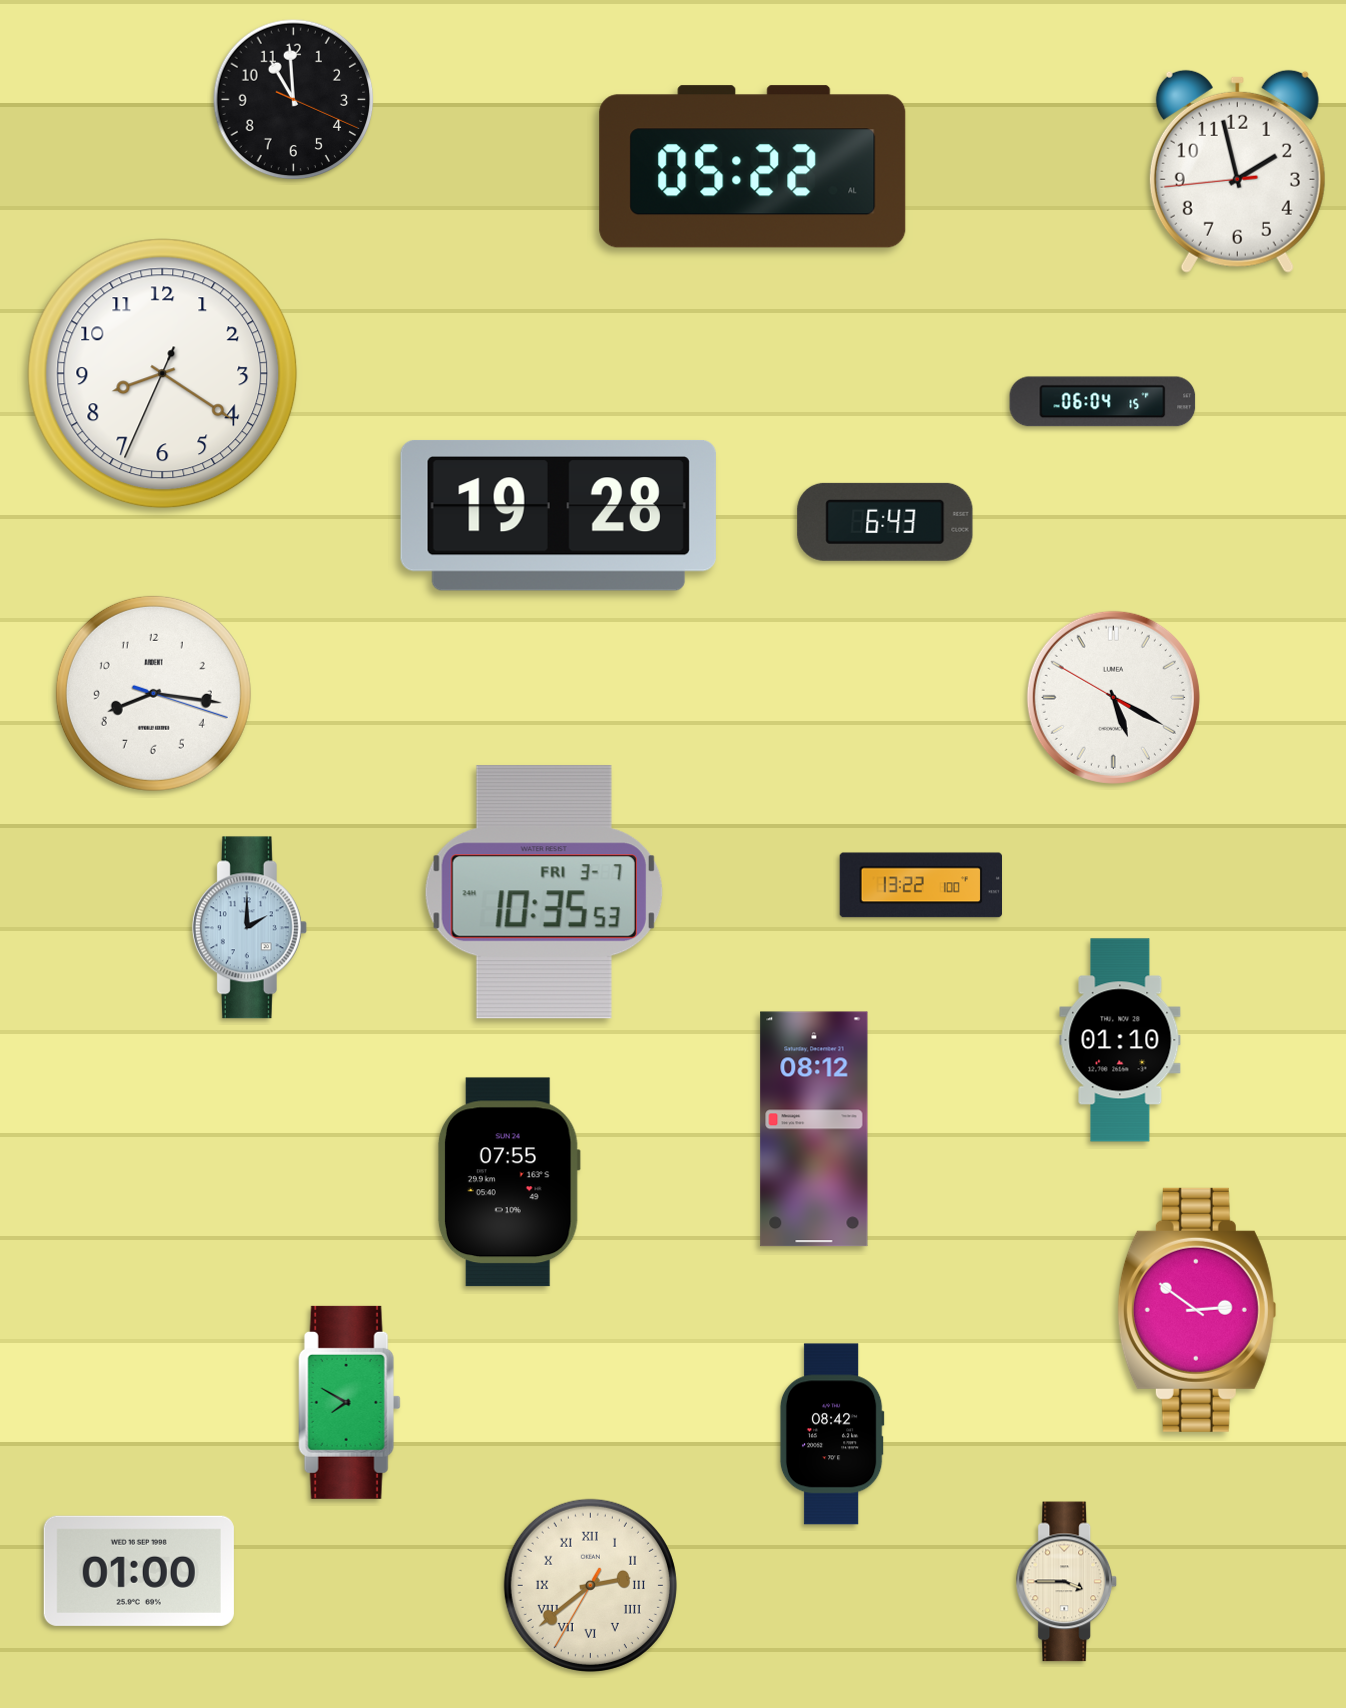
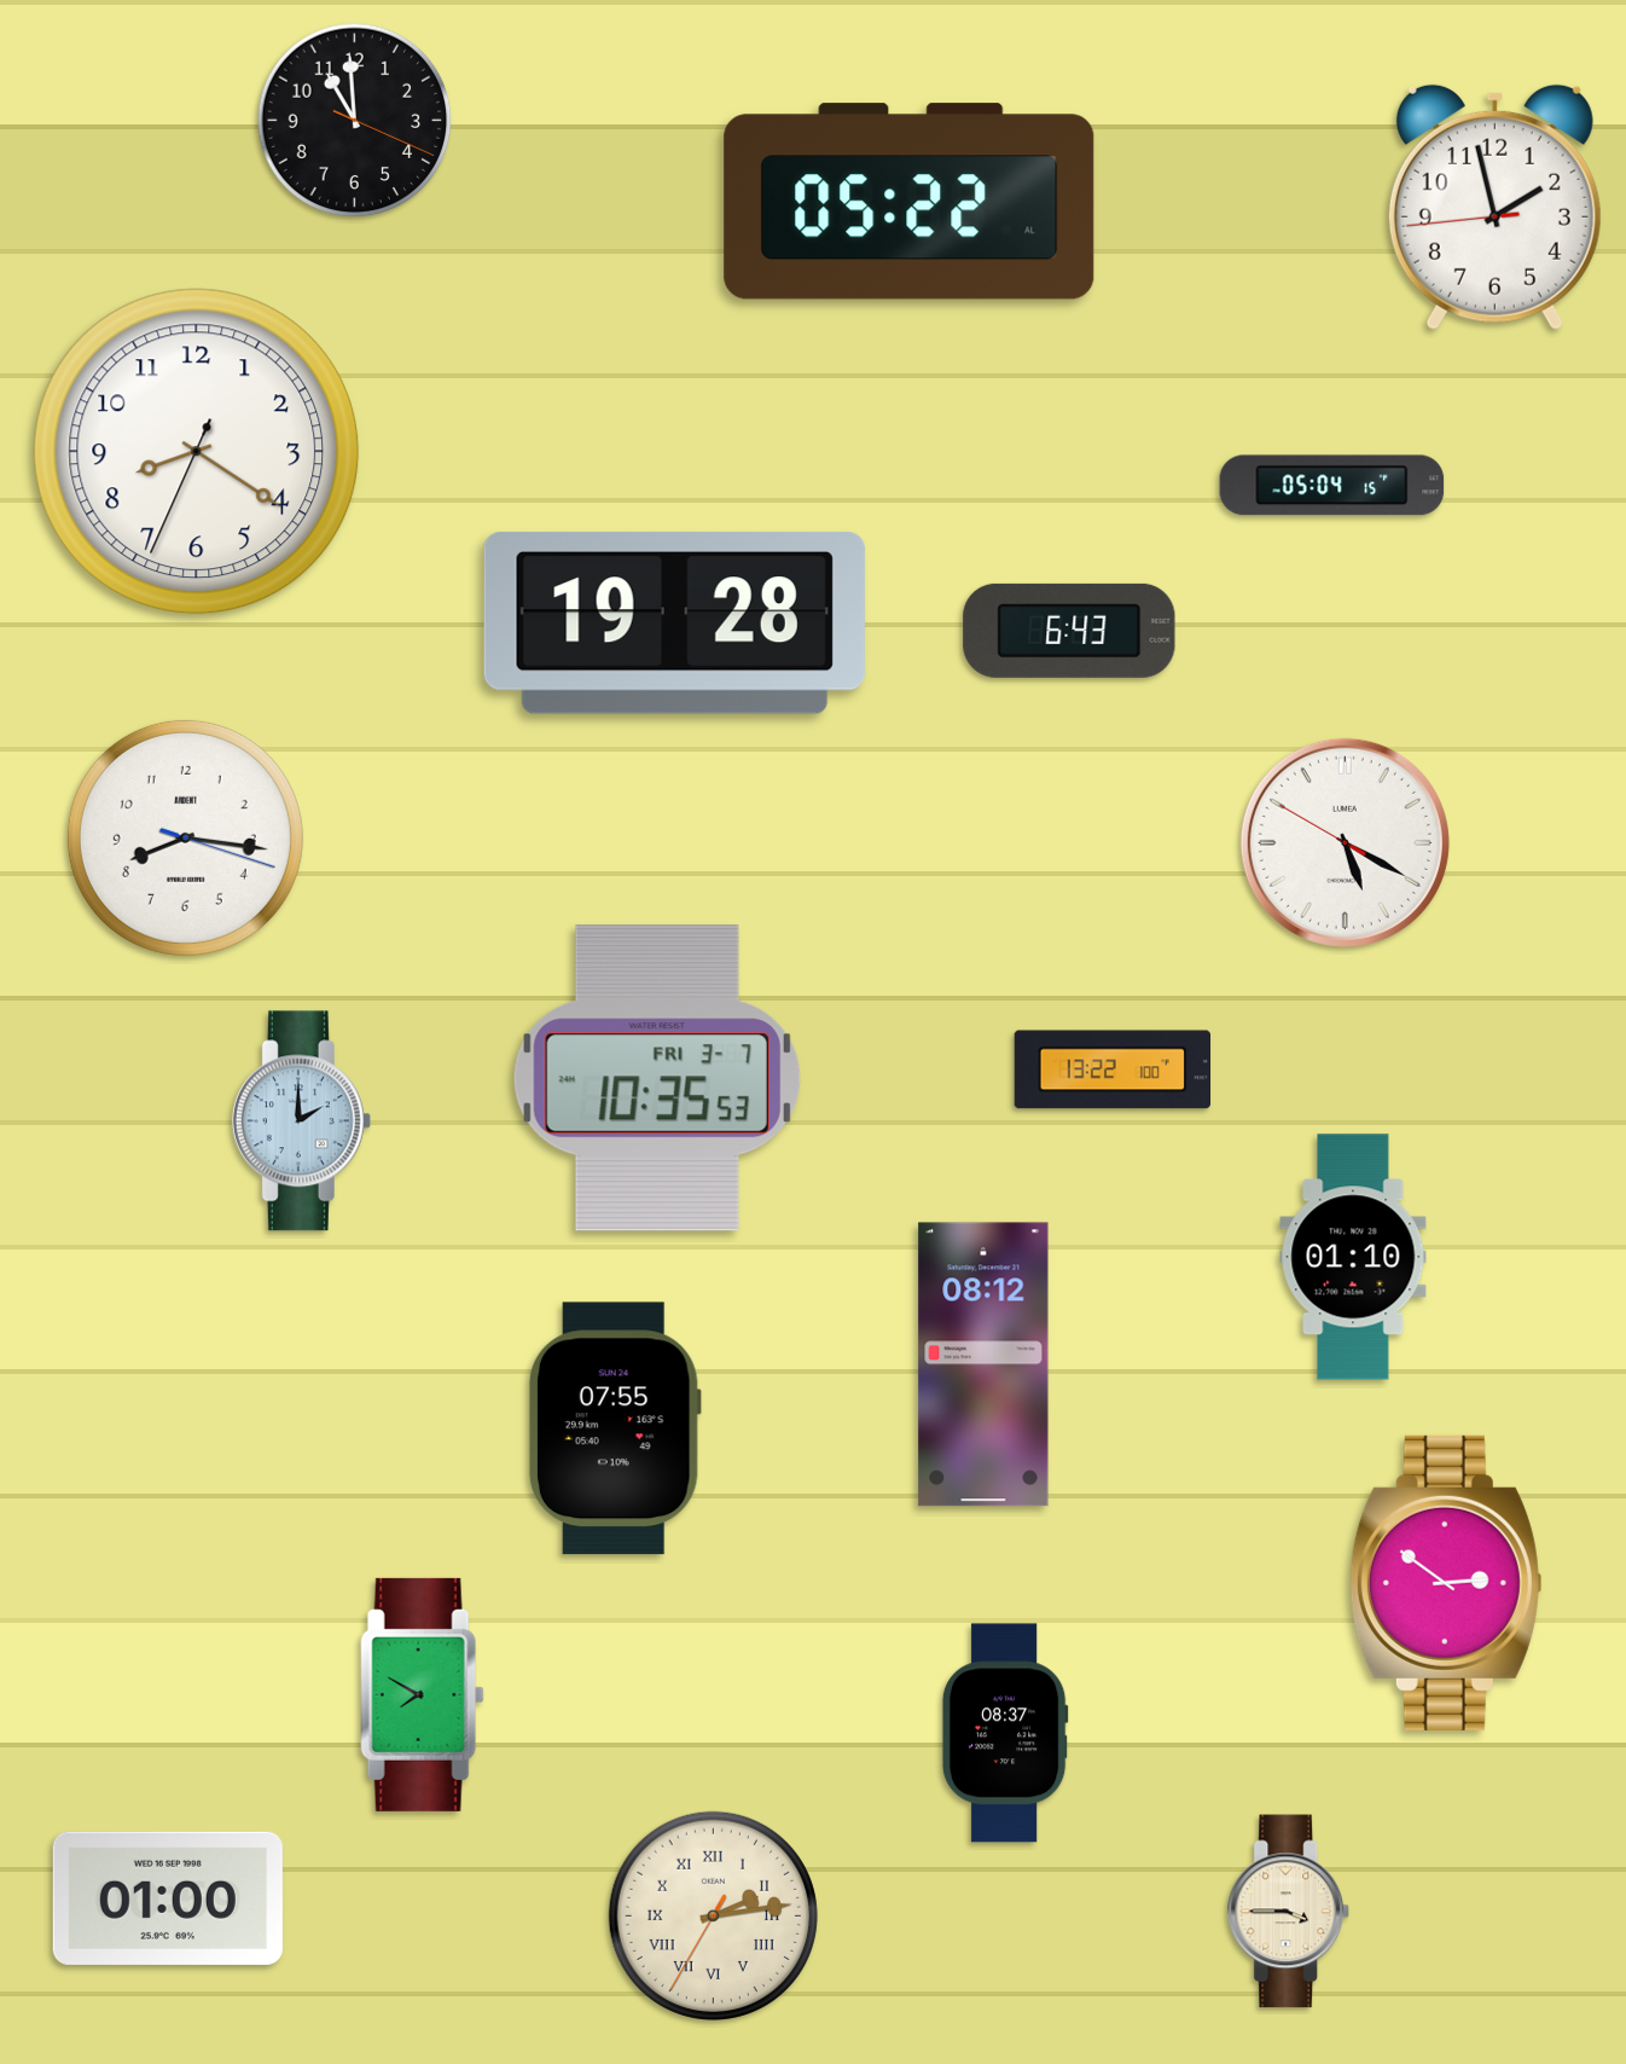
clock at (1103, 402): 06:04 -> 05:04
clock at (832, 1434): 08:42 -> 08:37
clock at (590, 1585): 2:38 -> 2:13
